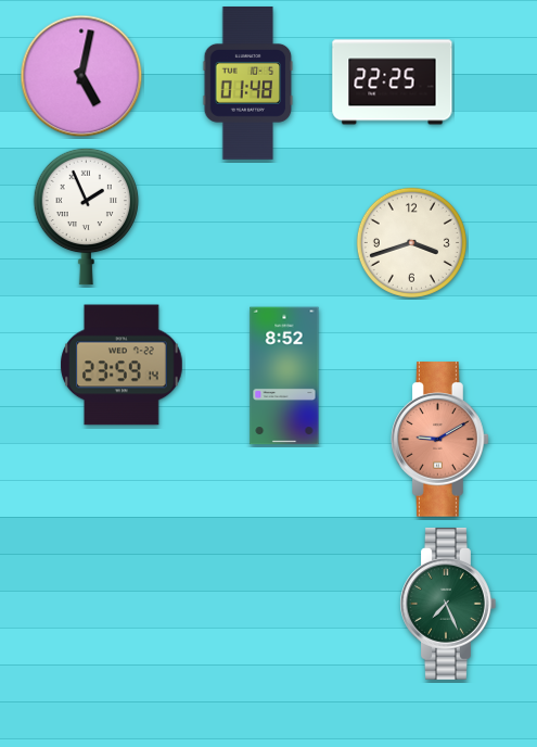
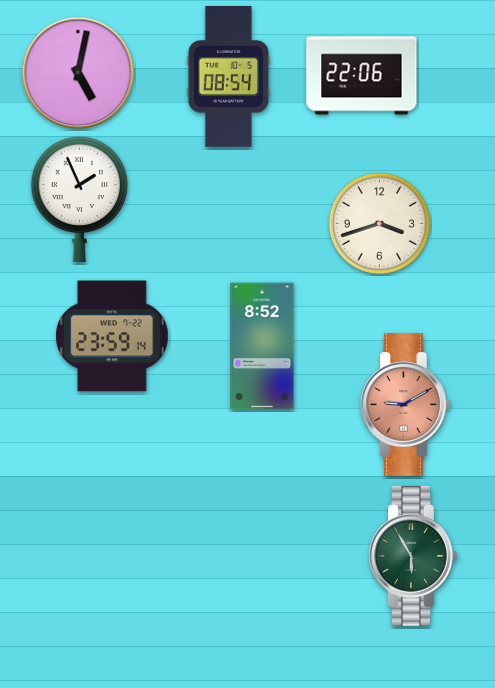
clock at (81, 76) position: (81, 76) -> (78, 73)
clock at (393, 83): 22:25 -> 22:06
clock at (248, 84): 01:48 -> 08:54
clock at (448, 604): 7:26 -> 5:55
